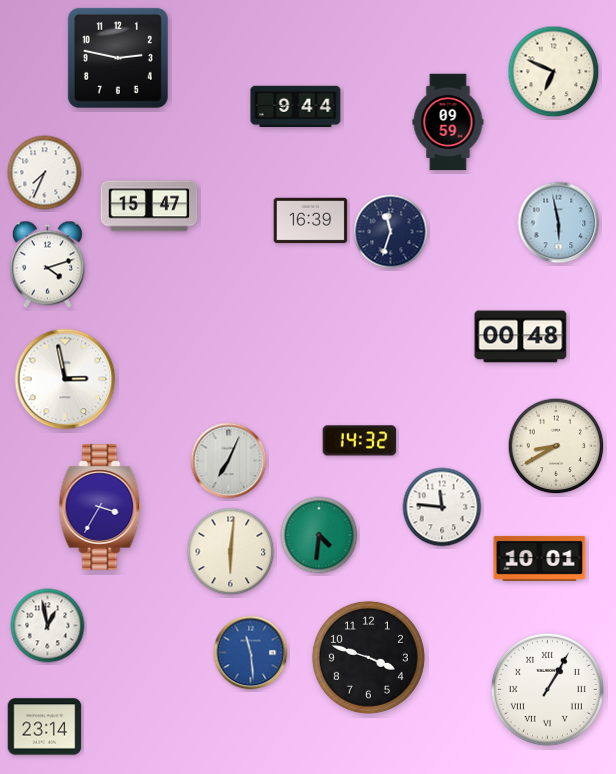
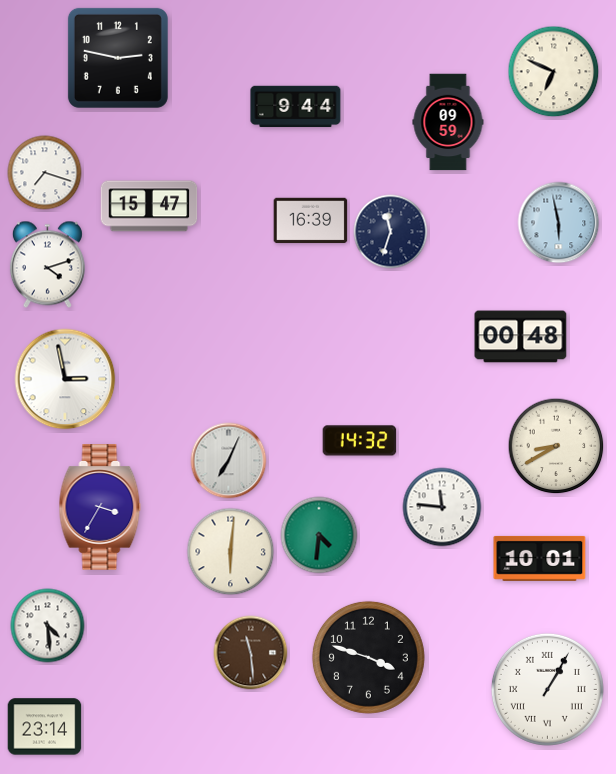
clock at (45, 173): 7:34 -> 7:18
clock at (48, 626): 12:58 -> 4:29
clock at (251, 653) dial: blue -> brown
